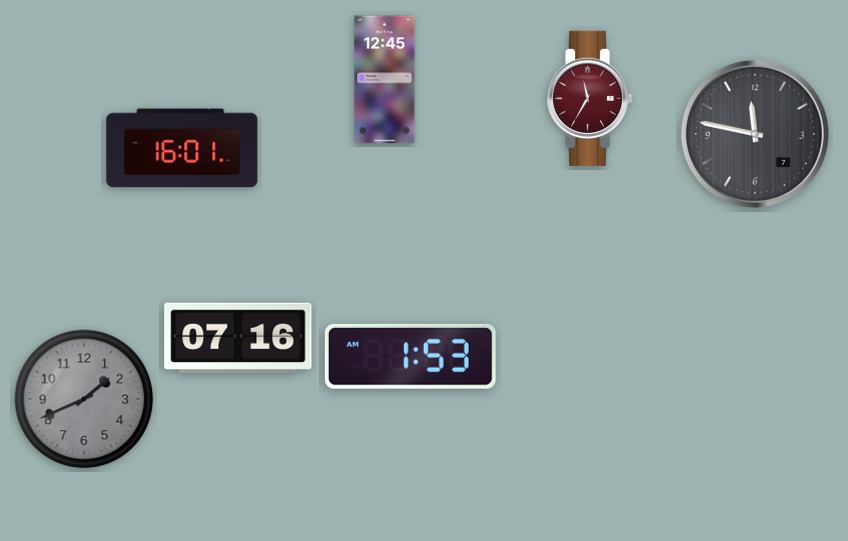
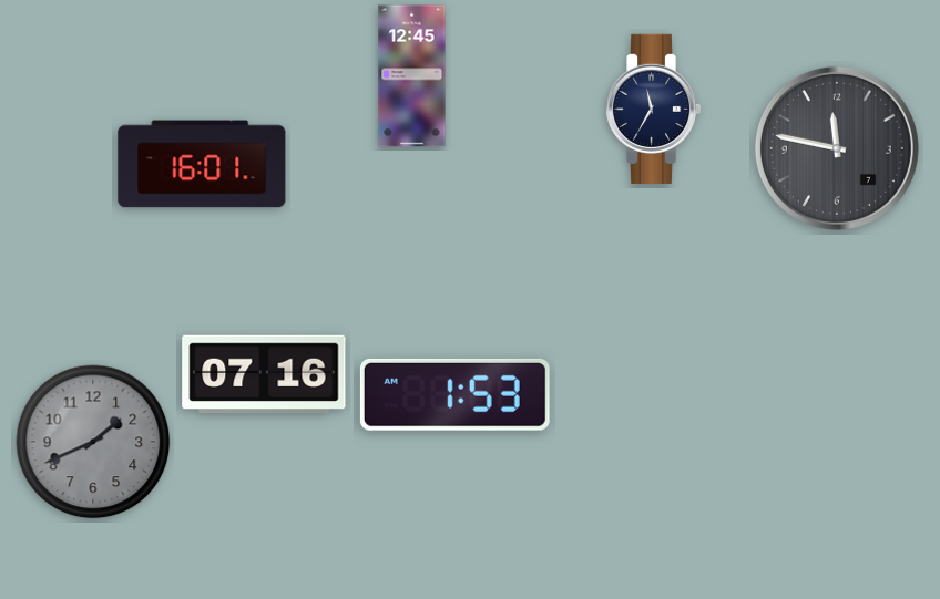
clock at (385, 80) position: (385, 80) -> (412, 76)
clock at (589, 98) dial: burgundy -> navy
